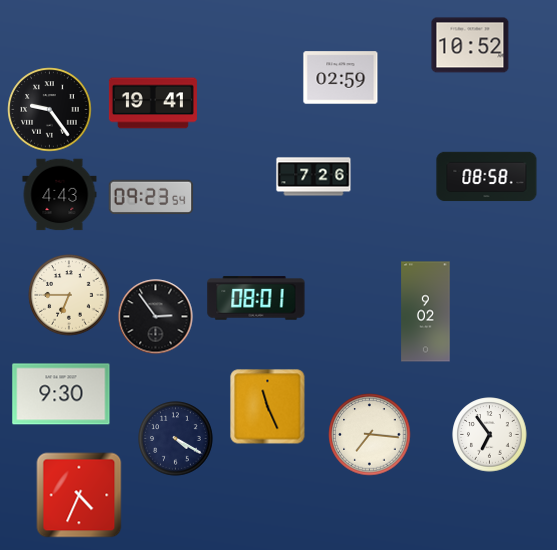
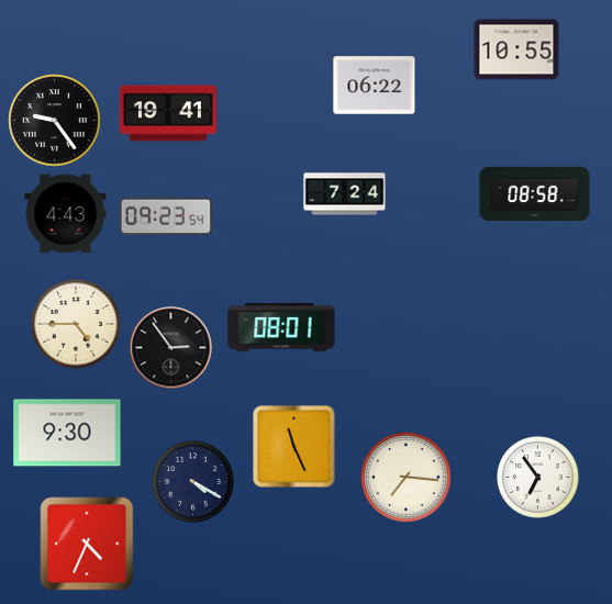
clock at (470, 45): 10:52 -> 10:55
clock at (341, 78): 02:59 -> 06:22
clock at (314, 177): 7:26 -> 7:24
clock at (69, 295): 6:45 -> 4:45
clock at (426, 312): 9:02 -> none
